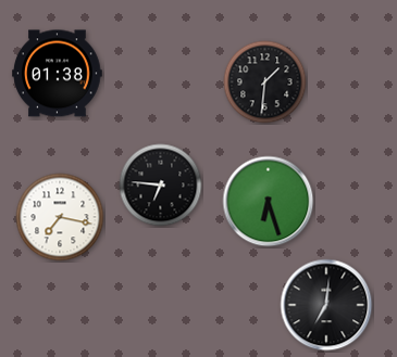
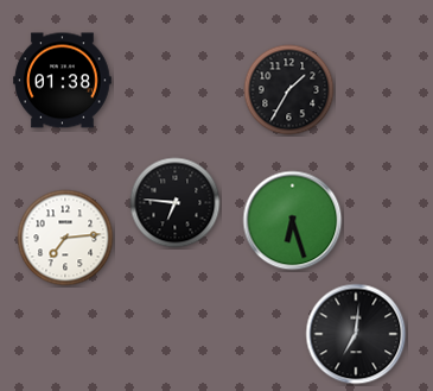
clock at (265, 82): 1:31 -> 1:35
clock at (60, 217): 7:17 -> 7:14
